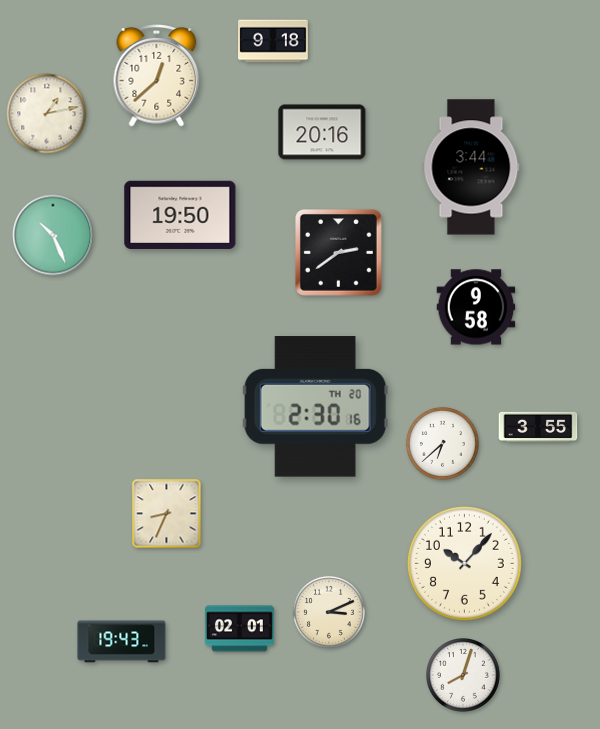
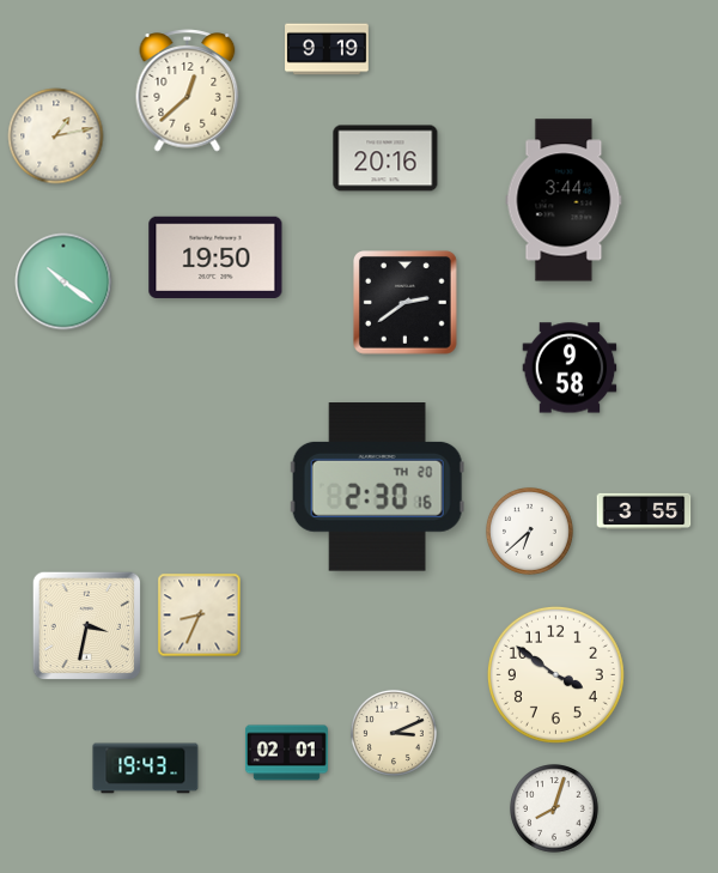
clock at (273, 41): 9:18 -> 9:19
clock at (53, 235): 10:26 -> 10:21
clock at (87, 626): none -> 3:32
clock at (464, 563): 10:07 -> 3:51
